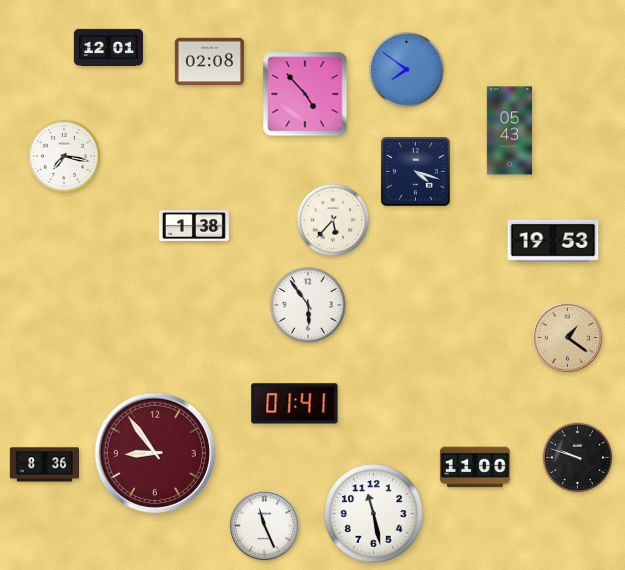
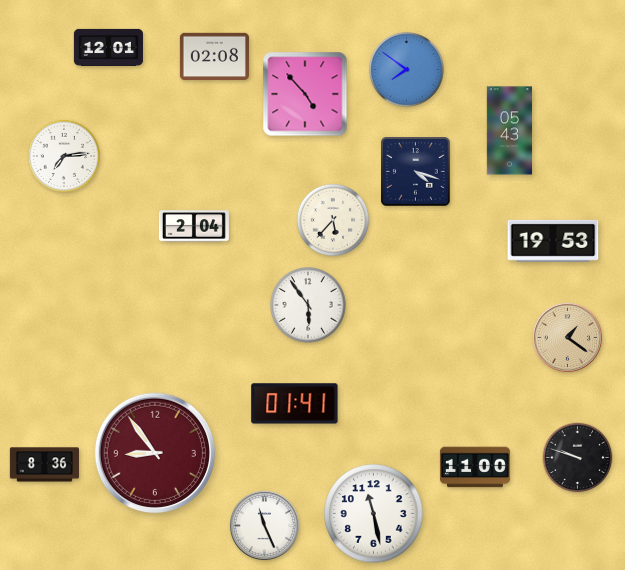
clock at (209, 62) position: (209, 62) -> (214, 57)
clock at (63, 155): 7:17 -> 7:14
clock at (194, 226): 1:38 -> 2:04
